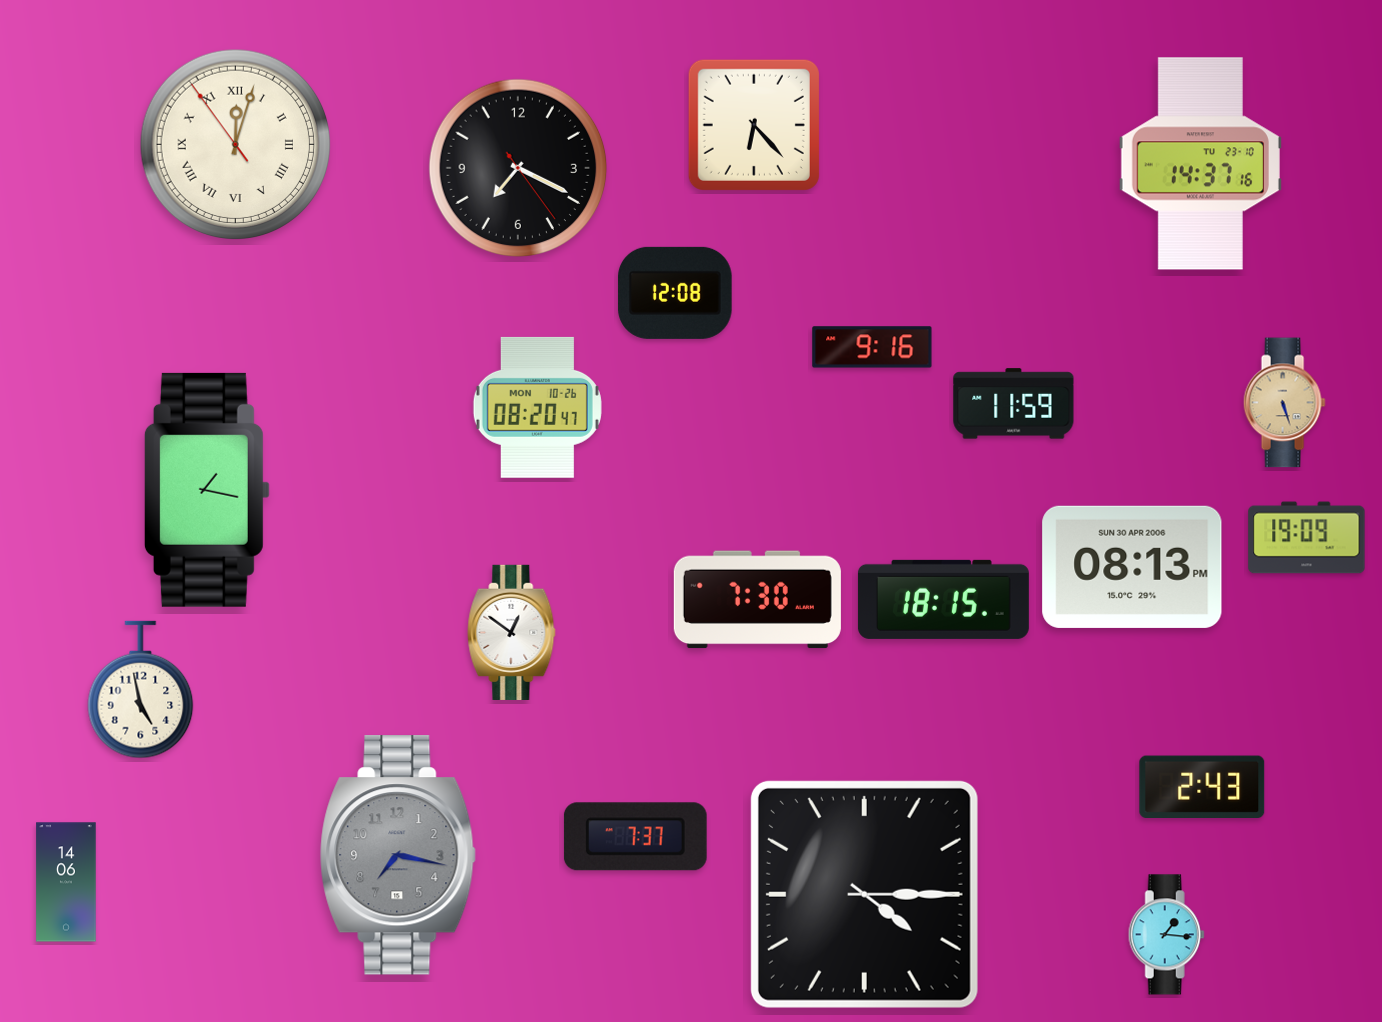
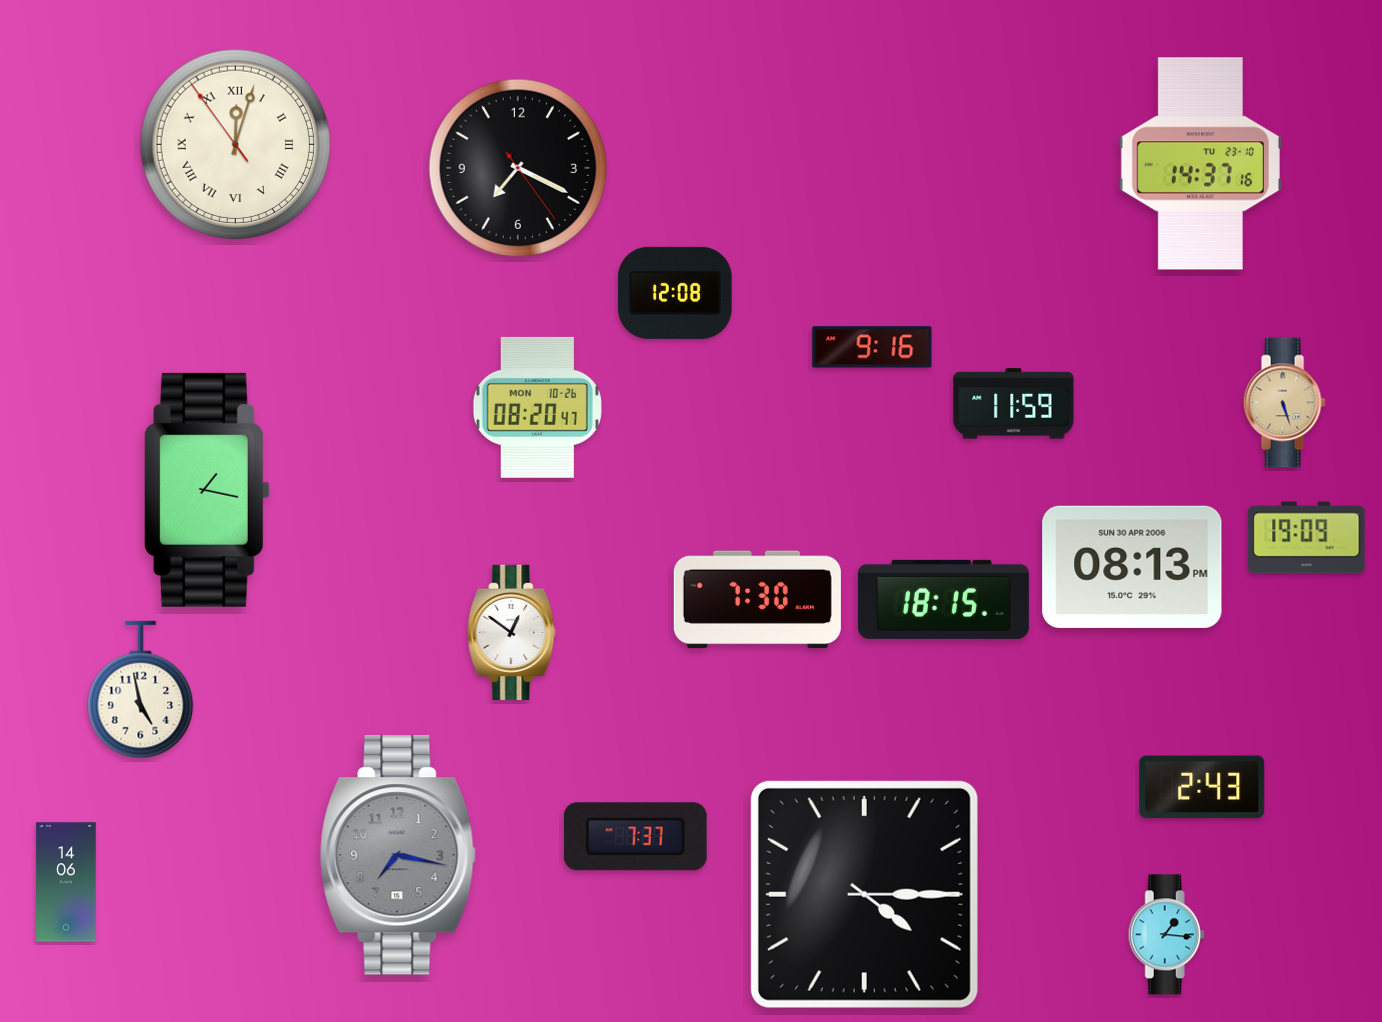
clock at (754, 125): 6:23 -> none
